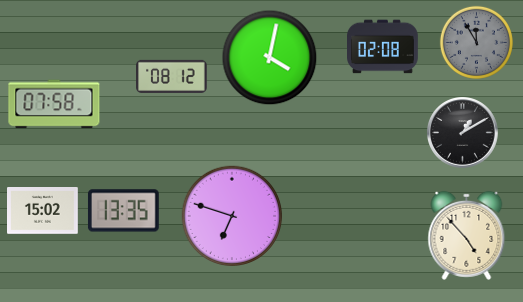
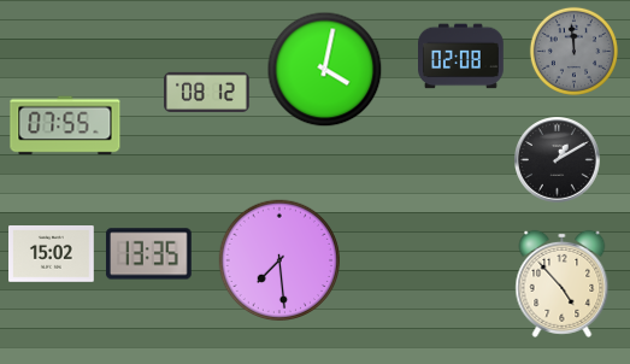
clock at (476, 42): 11:55 -> 11:59
clock at (54, 104): 07:58 -> 07:55
clock at (231, 215): 6:48 -> 7:29
